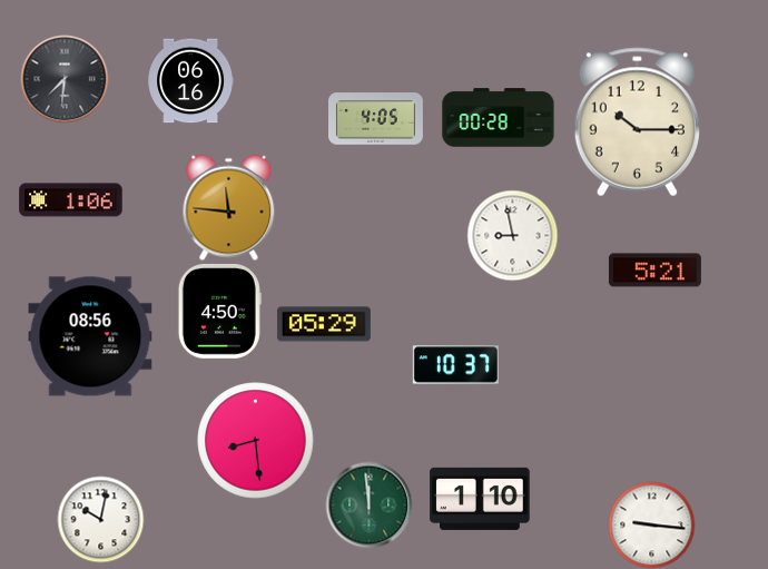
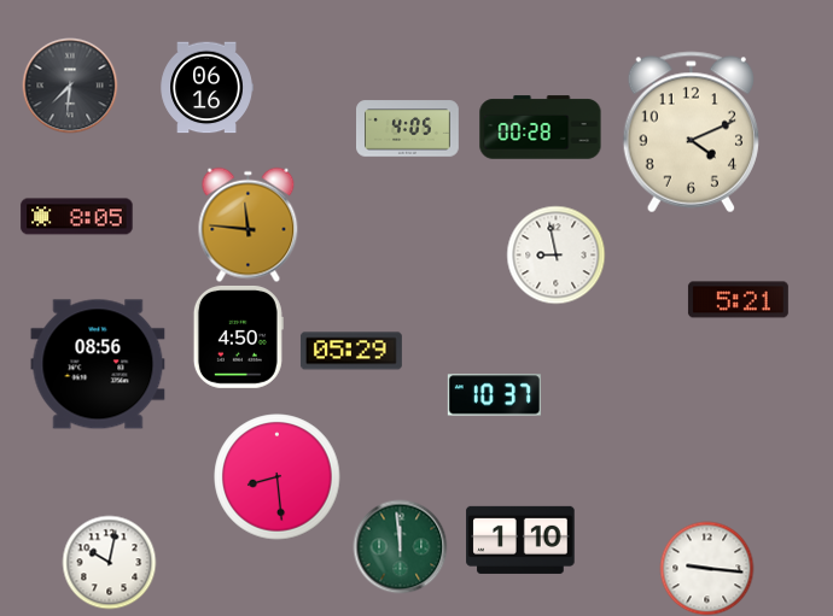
clock at (637, 122): 10:15 -> 4:11
clock at (71, 200): 1:06 -> 8:05
clock at (654, 271) position: (654, 271) -> (738, 300)
